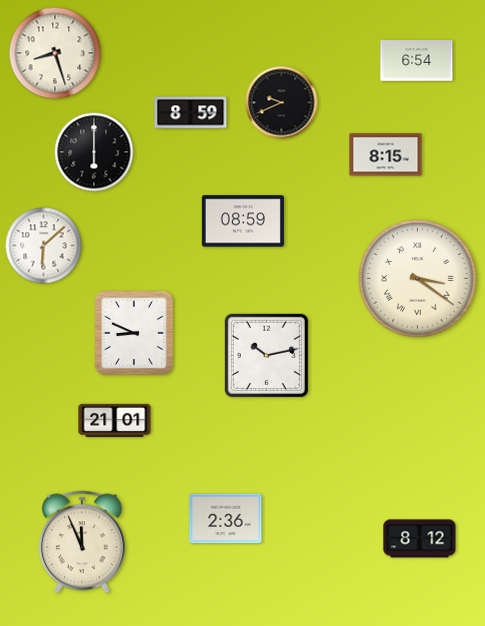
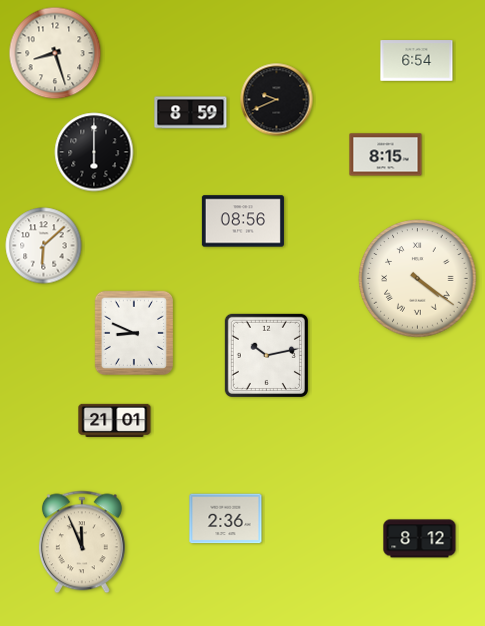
clock at (282, 103) position: (282, 103) -> (277, 100)
clock at (243, 221): 08:59 -> 08:56
clock at (418, 279): 3:21 -> 4:21
